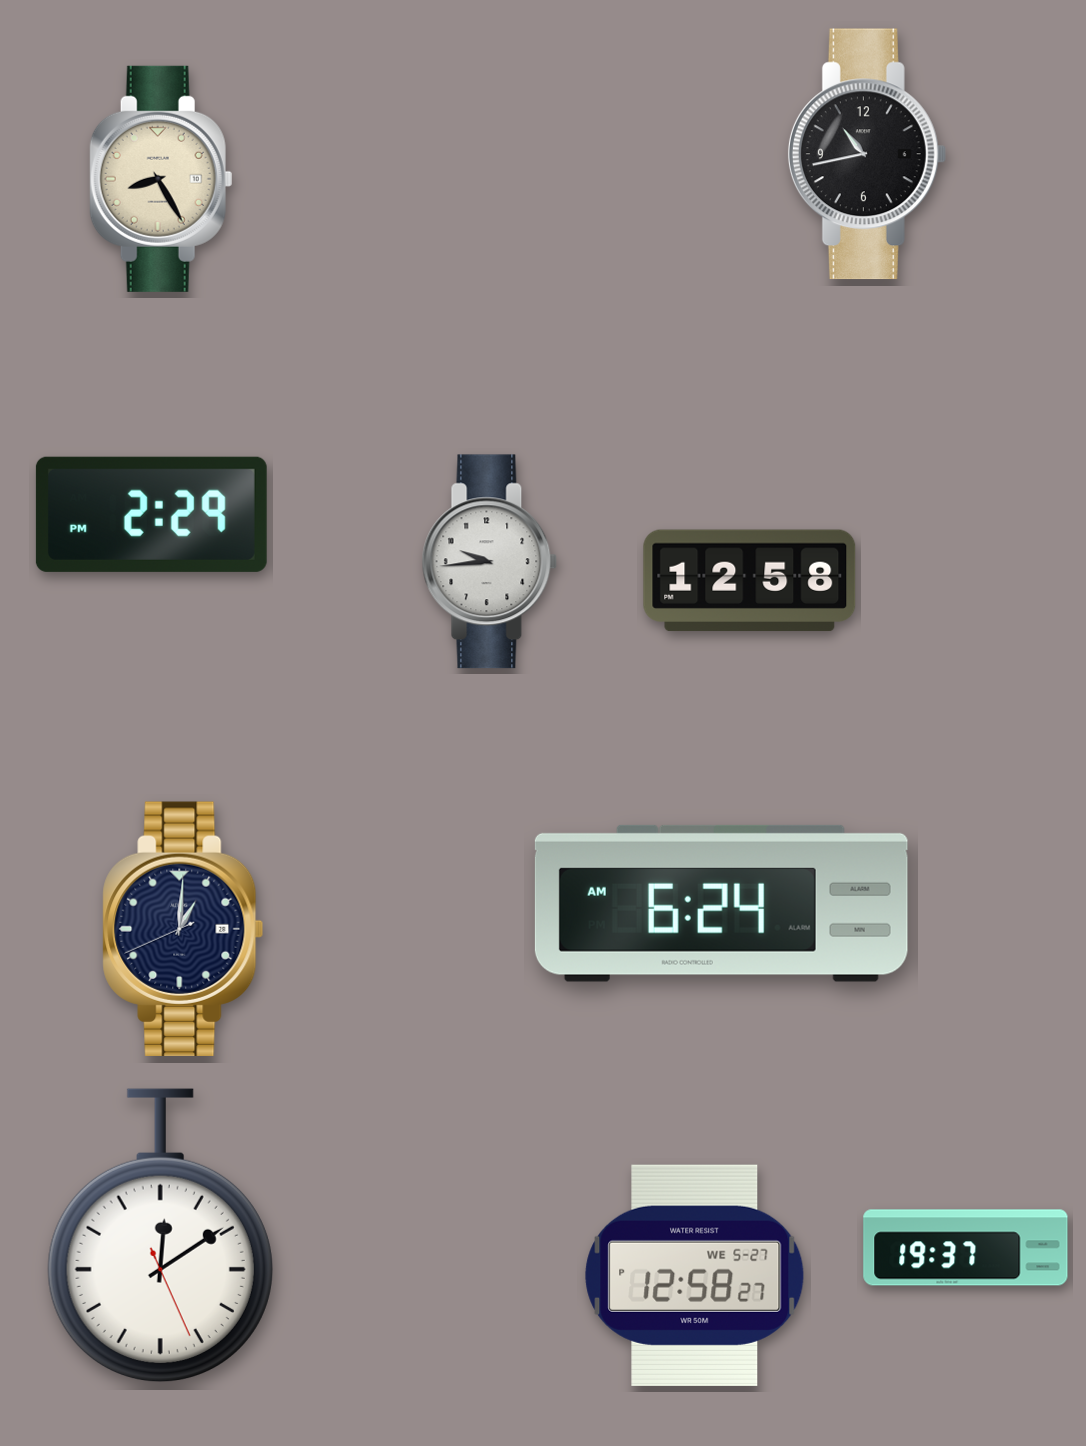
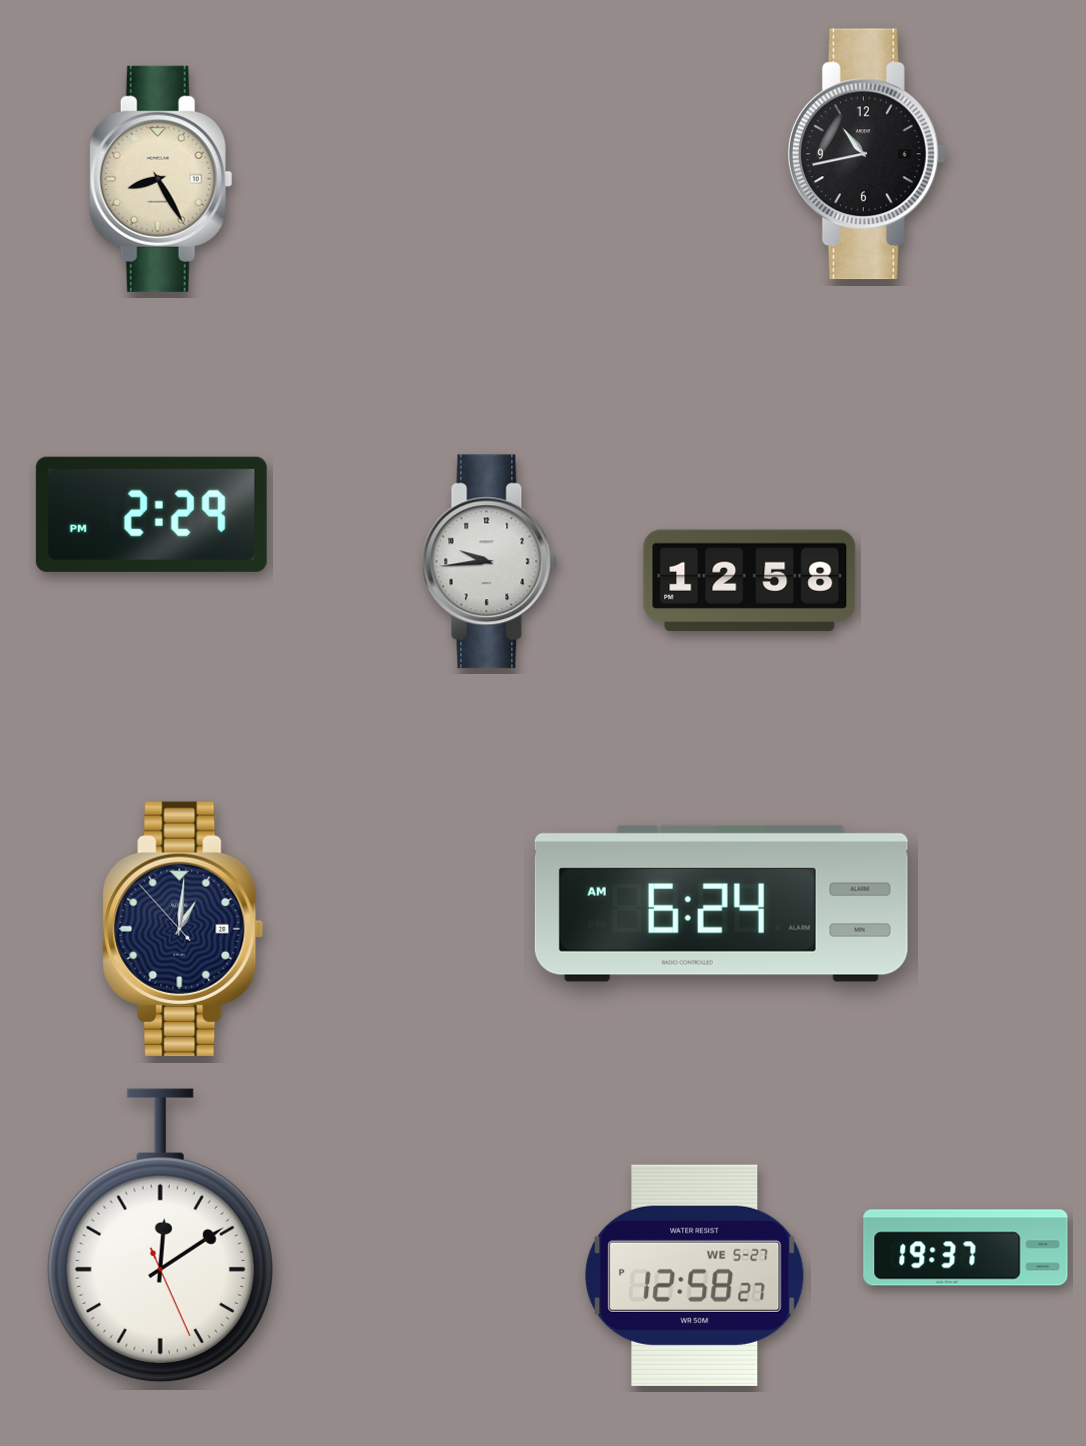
clock at (183, 929): 1:00:41 -> 1:00:53
